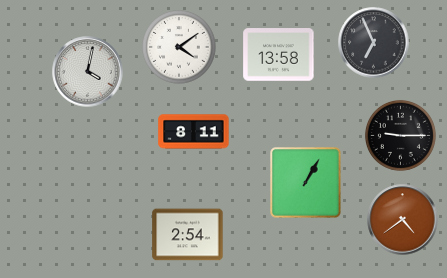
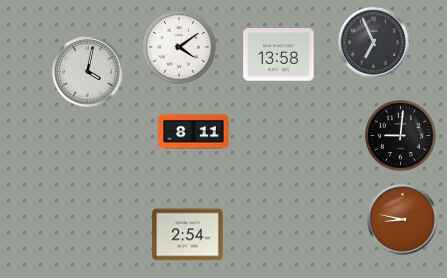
clock at (400, 135): 9:15 -> 9:01
clock at (306, 183): 1:05 -> none
clock at (403, 220): 4:39 -> 8:47
